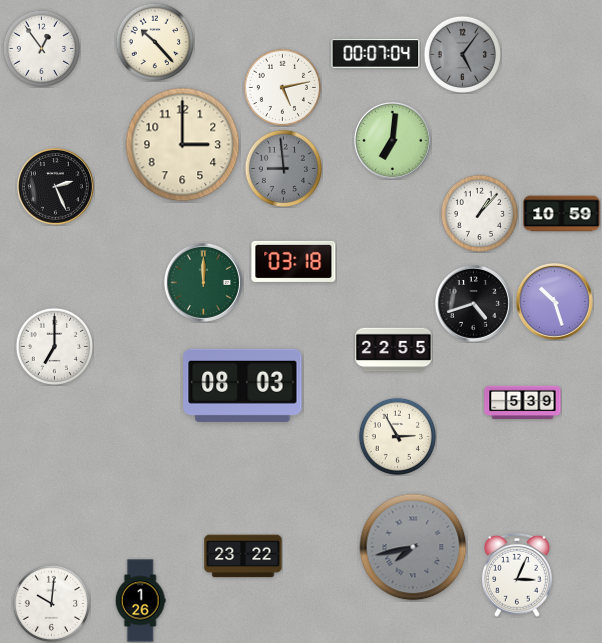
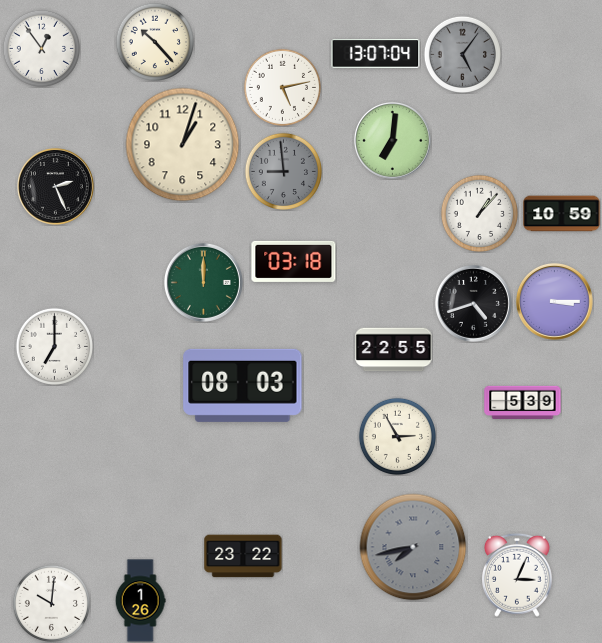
clock at (376, 54): 00:07 -> 13:07
clock at (183, 145): 3:00 -> 1:03
clock at (283, 168) position: (283, 168) -> (283, 171)
clock at (555, 302): 10:27 -> 3:15
